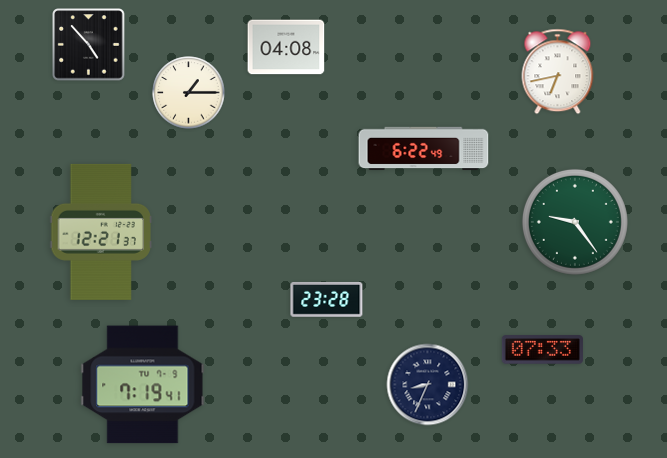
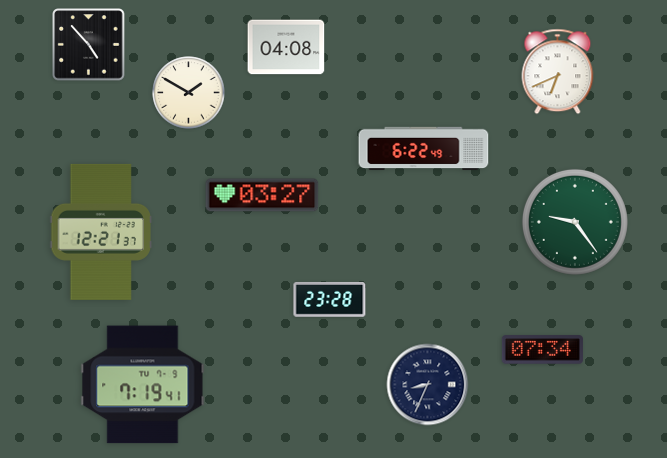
clock at (558, 72): 6:43 -> 6:41
clock at (189, 93): 1:15 -> 1:50
clock at (262, 195): none -> 03:27
clock at (327, 299) position: (327, 299) -> (330, 299)
clock at (542, 350): 07:33 -> 07:34
